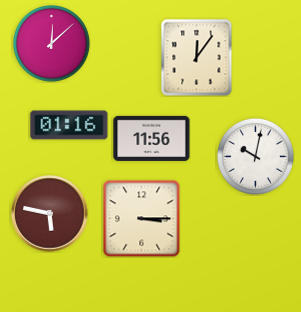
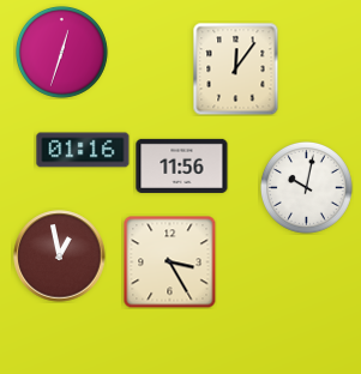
clock at (51, 43): 12:08 -> 12:33
clock at (50, 214): 5:47 -> 12:58
clock at (141, 218): 3:15 -> 3:25
